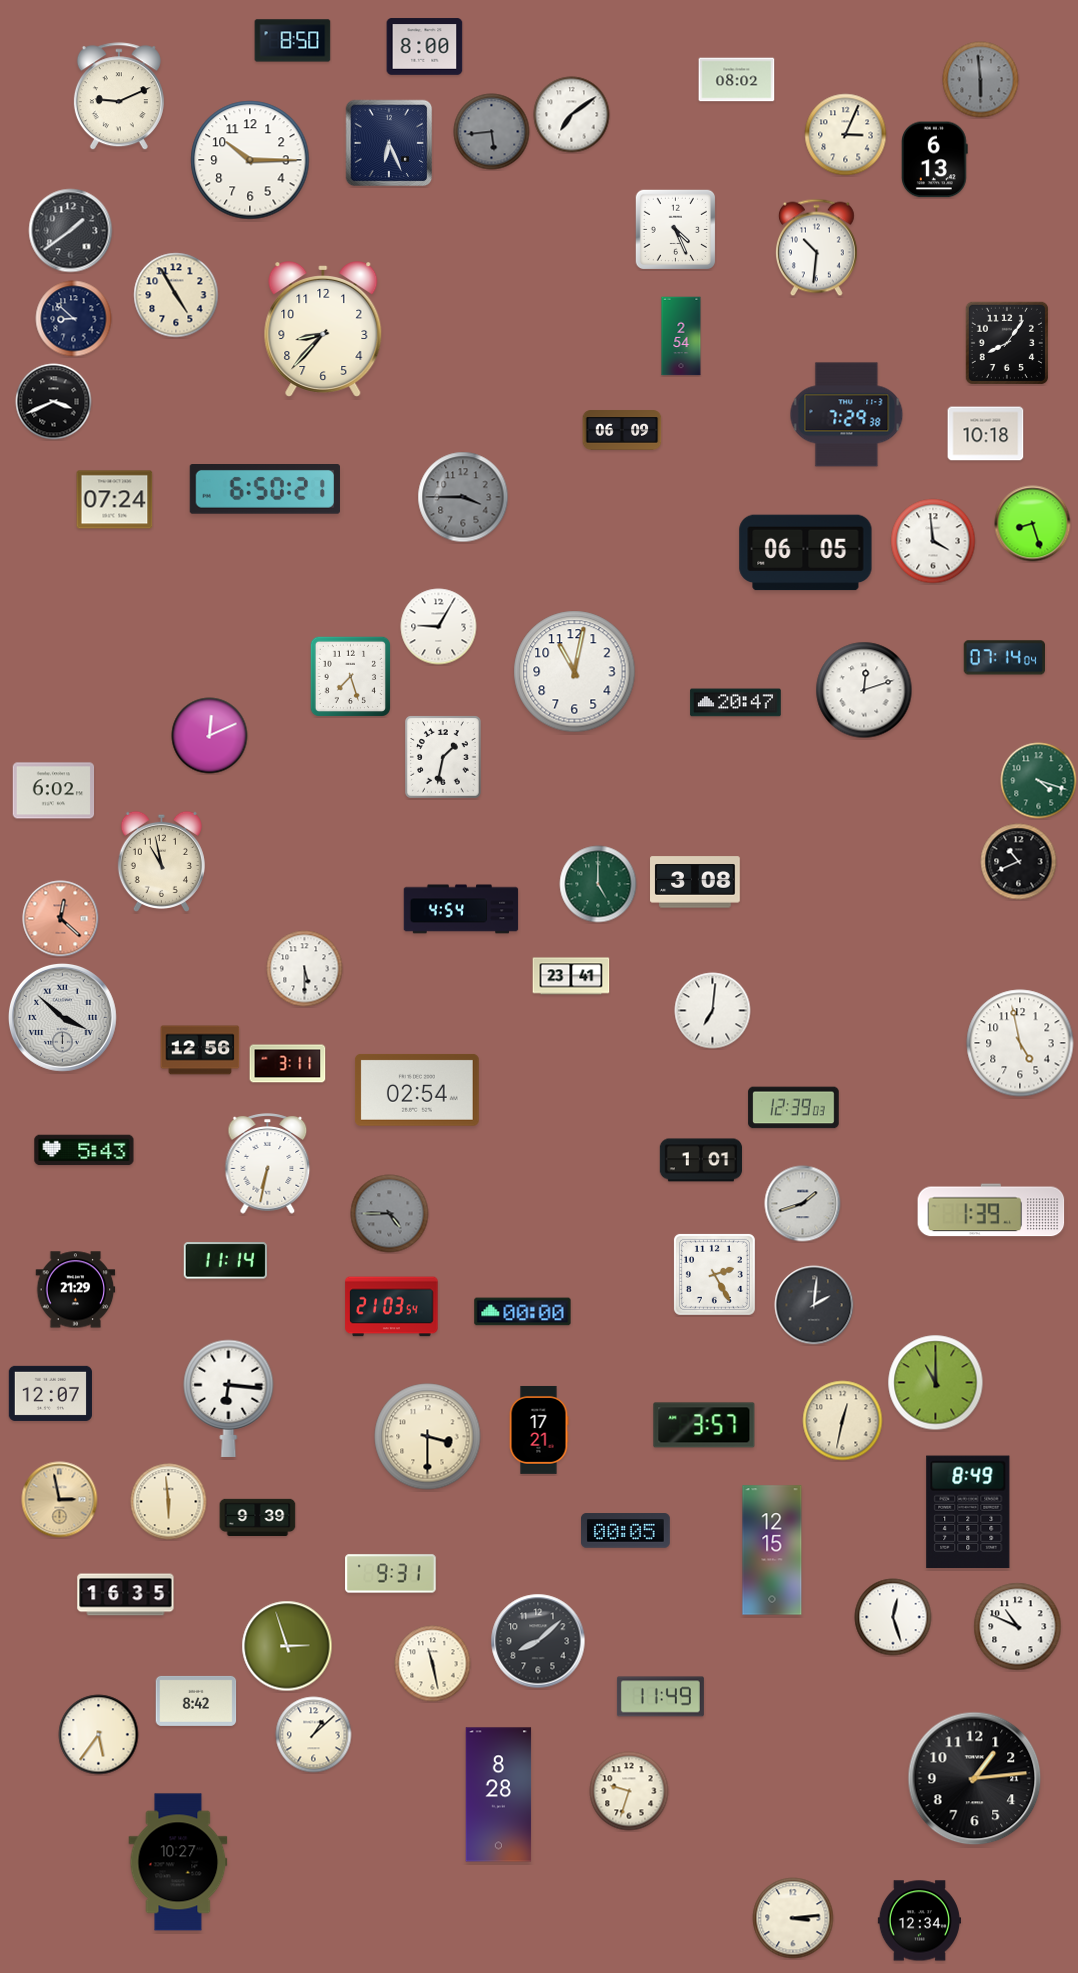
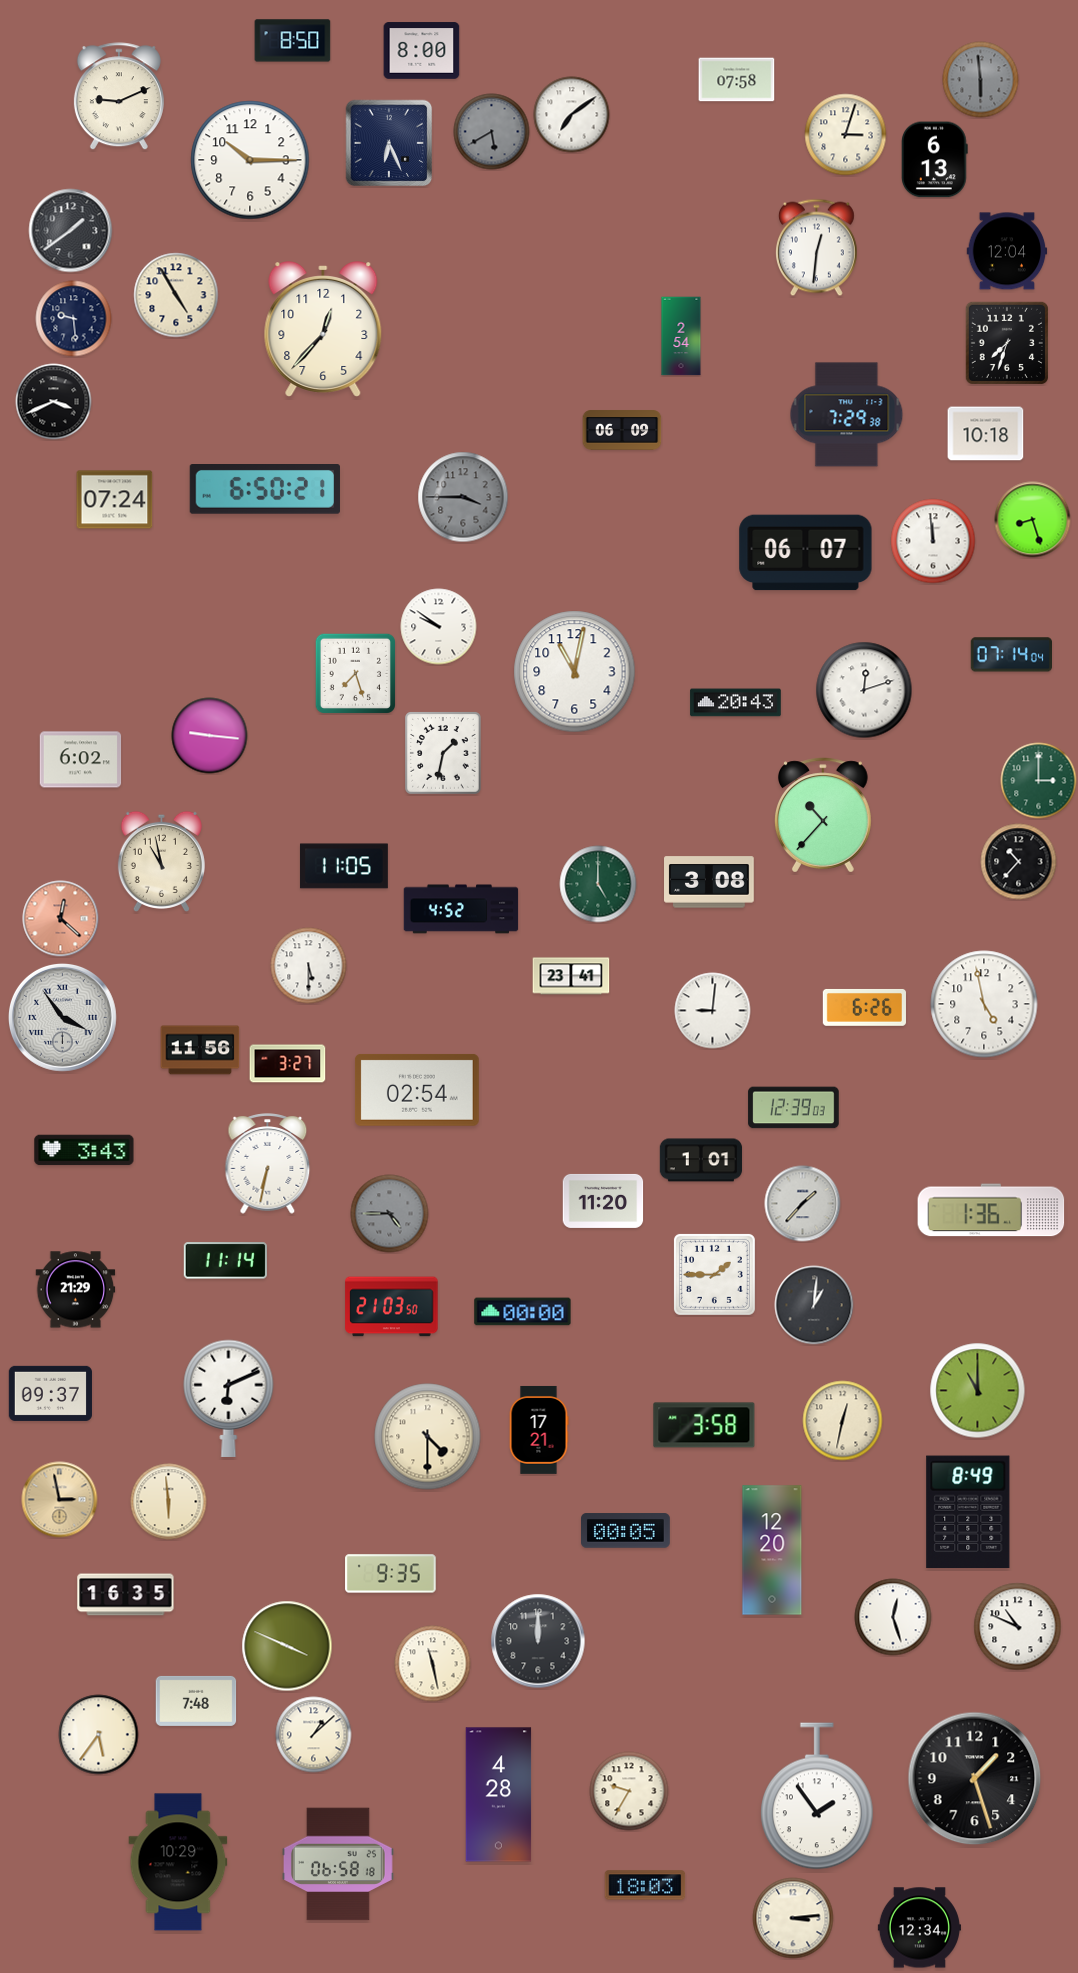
clock at (425, 47) position: (425, 47) -> (422, 51)
clock at (737, 80): 08:02 -> 07:58
clock at (492, 132): 5:44 -> 5:40
clock at (846, 135): 3:04 -> 3:03
clock at (675, 229): 4:26 -> none
clock at (816, 248): 10:31 -> 12:31
clock at (1007, 251): none -> 12:04
clock at (74, 319): 8:52 -> 9:29
clock at (323, 330): 8:37 -> 12:37
clock at (1007, 343): 8:06 -> 7:33
clock at (1033, 524) position: (1033, 524) -> (1033, 520)
clock at (933, 541): 3:59 -> 11:59
clock at (806, 553): 06:05 -> 06:07
clock at (439, 627): 9:05 -> 9:51
clock at (1004, 658) position: (1004, 658) -> (1011, 655)
clock at (350, 676) position: (350, 676) -> (355, 673)
clock at (736, 703): 20:47 -> 20:43
clock at (210, 736): 12:11 -> 9:16
clock at (443, 757) position: (443, 757) -> (443, 753)
clock at (1039, 781): 4:18 -> 3:00
clock at (54, 791) position: (54, 791) -> (81, 760)
clock at (824, 815): none -> 10:37
clock at (1019, 862): 10:41 -> 10:37
clock at (344, 866): none -> 11:05
clock at (695, 882) position: (695, 882) -> (709, 882)
clock at (461, 909): 4:54 -> 4:52
clock at (305, 969) position: (305, 969) -> (309, 966)
clock at (864, 1007): none -> 6:26
clock at (713, 1011): 7:01 -> 9:01
clock at (62, 1017): 3:52 -> 3:54
clock at (1020, 1043) position: (1020, 1043) -> (984, 1004)
clock at (200, 1050): 12:56 -> 11:56
clock at (288, 1064): 3:11 -> 3:27
clock at (84, 1150): 5:43 -> 3:43
clock at (603, 1201): none -> 11:20
clock at (803, 1204): 1:42 -> 1:37
clock at (991, 1210): 1:39 -> 1:36
clock at (714, 1274): 2:25 -> 1:45
clock at (814, 1305): 2:01 -> 1:01
clock at (392, 1307): 21:03:54 -> 21:03:50
clock at (936, 1383) position: (936, 1383) -> (978, 1391)
clock at (50, 1393): 12:07 -> 09:37
clock at (229, 1398): 6:16 -> 6:11
clock at (704, 1425): 3:57 -> 3:58
clock at (428, 1437): 3:30 -> 4:30
clock at (258, 1517): 9:39 -> none
clock at (772, 1550): 12:15 -> 12:20
clock at (391, 1574): 9:31 -> 9:35
clock at (538, 1641): 8:08 -> 12:00
clock at (287, 1646): 2:57 -> 3:49
clock at (660, 1697): 11:49 -> none
clock at (196, 1701): 8:42 -> 7:48
clock at (975, 1779): 1:14 -> 1:27
clock at (629, 1791): 9:33 -> 9:35
clock at (499, 1795): 8:28 -> 4:28
clock at (818, 1796): none -> 1:54
clock at (178, 1862): 10:27 -> 10:29
clock at (339, 1864): none -> 06:58
clock at (645, 1885): none -> 18:03
clock at (919, 1921) position: (919, 1921) -> (919, 1928)
